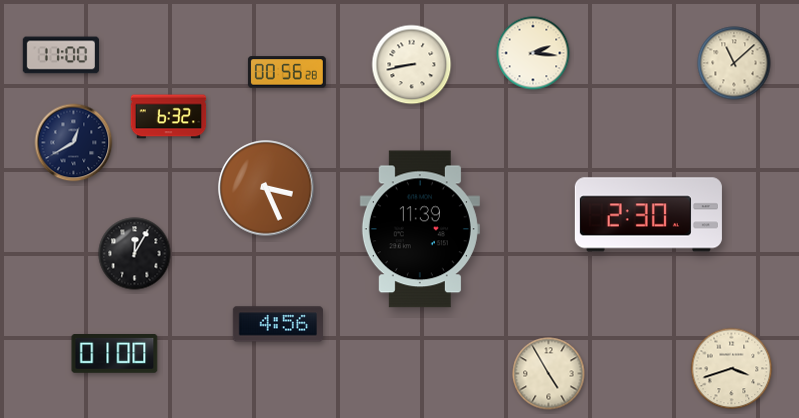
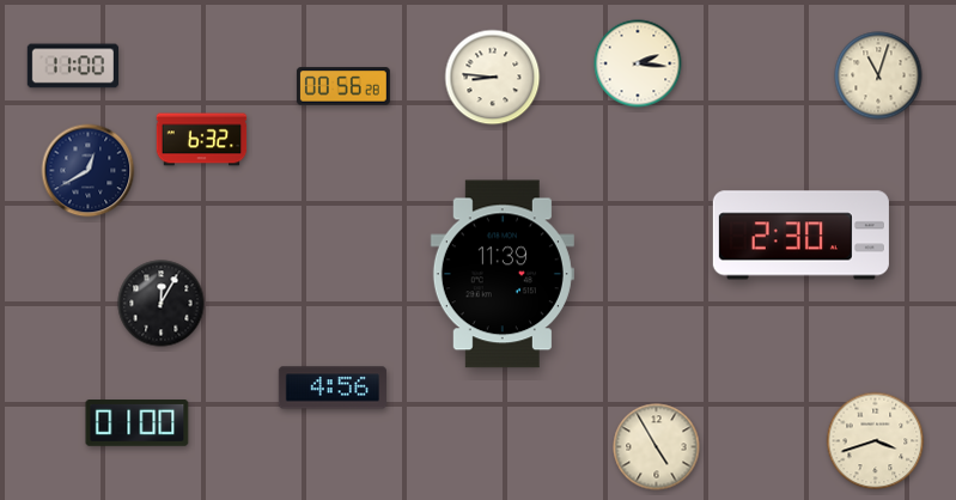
clock at (734, 63): 11:08 -> 11:03
clock at (412, 65): 8:43 -> 8:46
clock at (266, 188): 3:26 -> none
clock at (648, 215) position: (648, 215) -> (800, 236)
